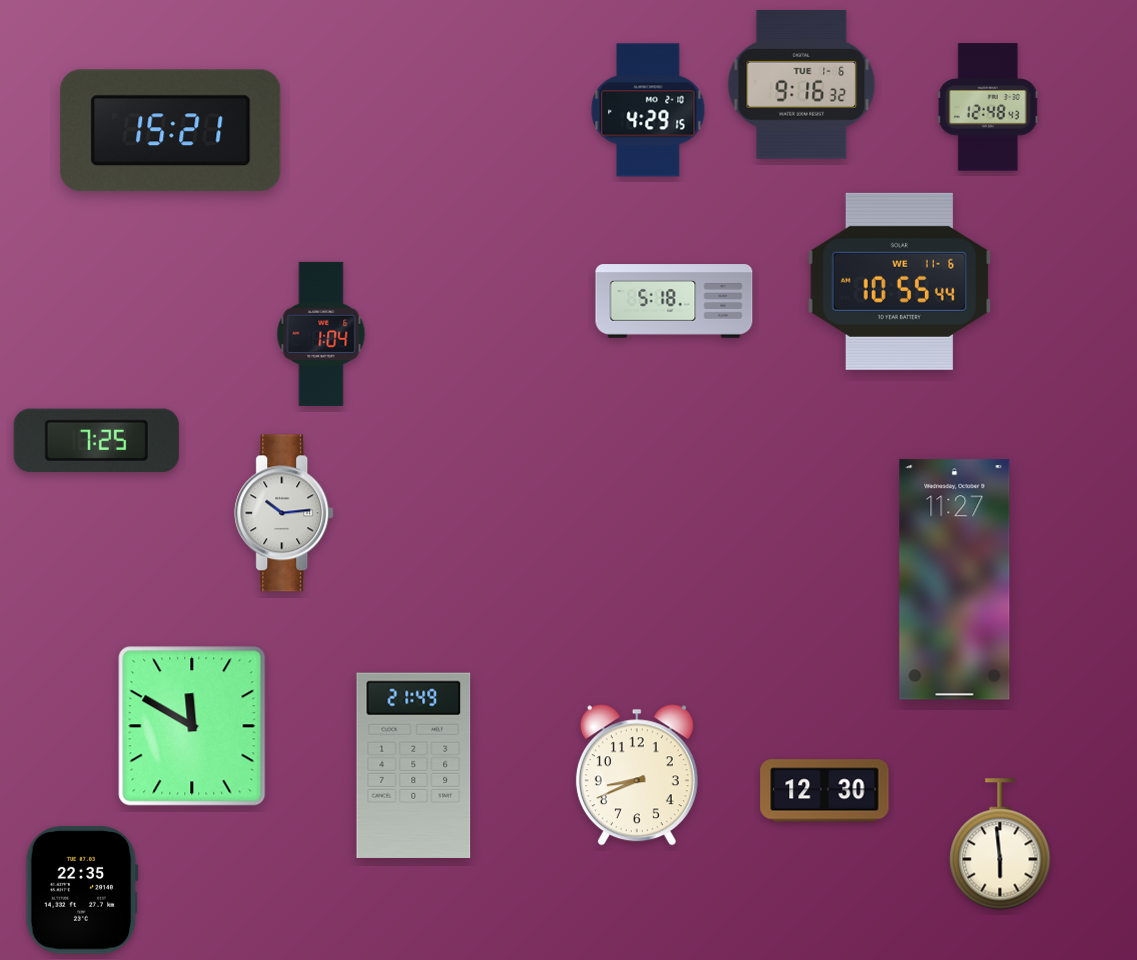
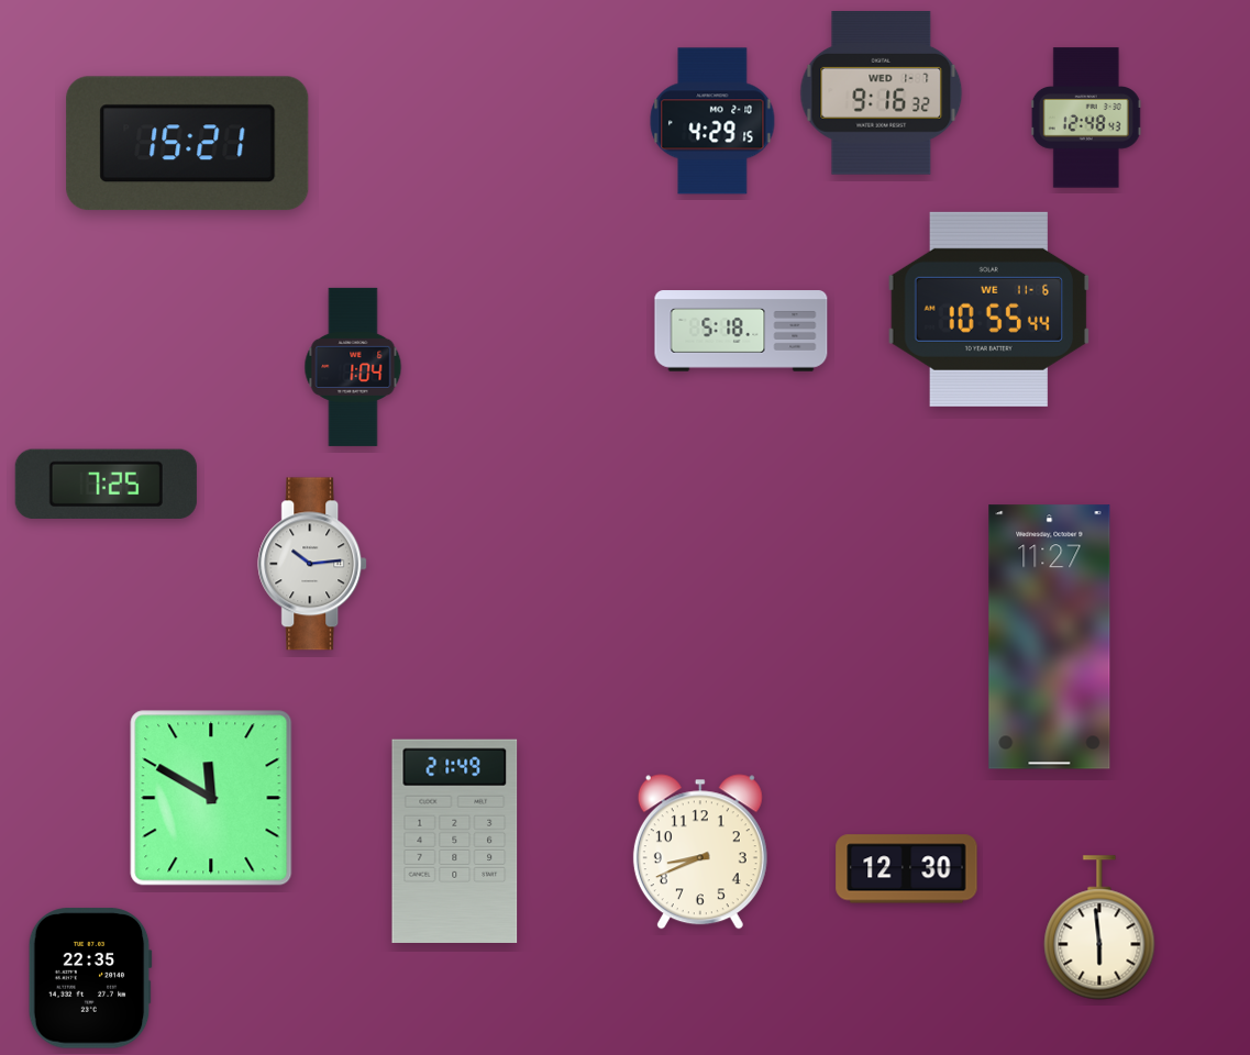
clock at (802, 85) date: TUE 1-6 -> WED 1-7
